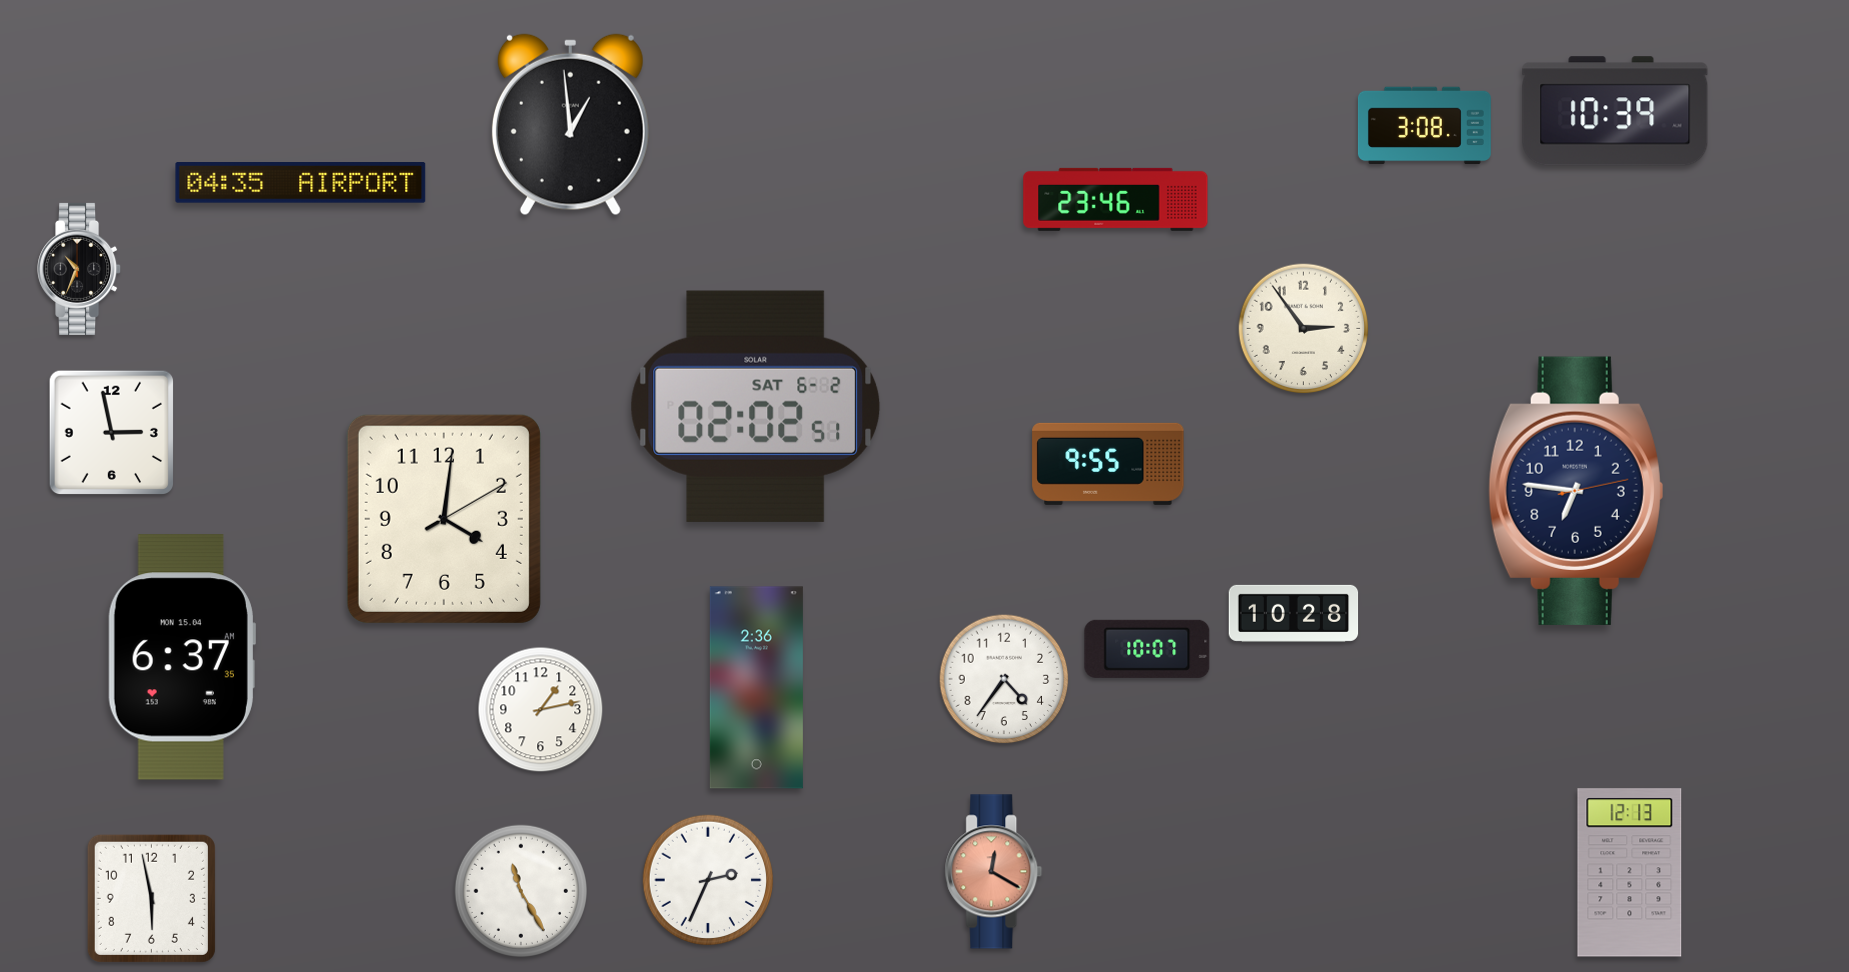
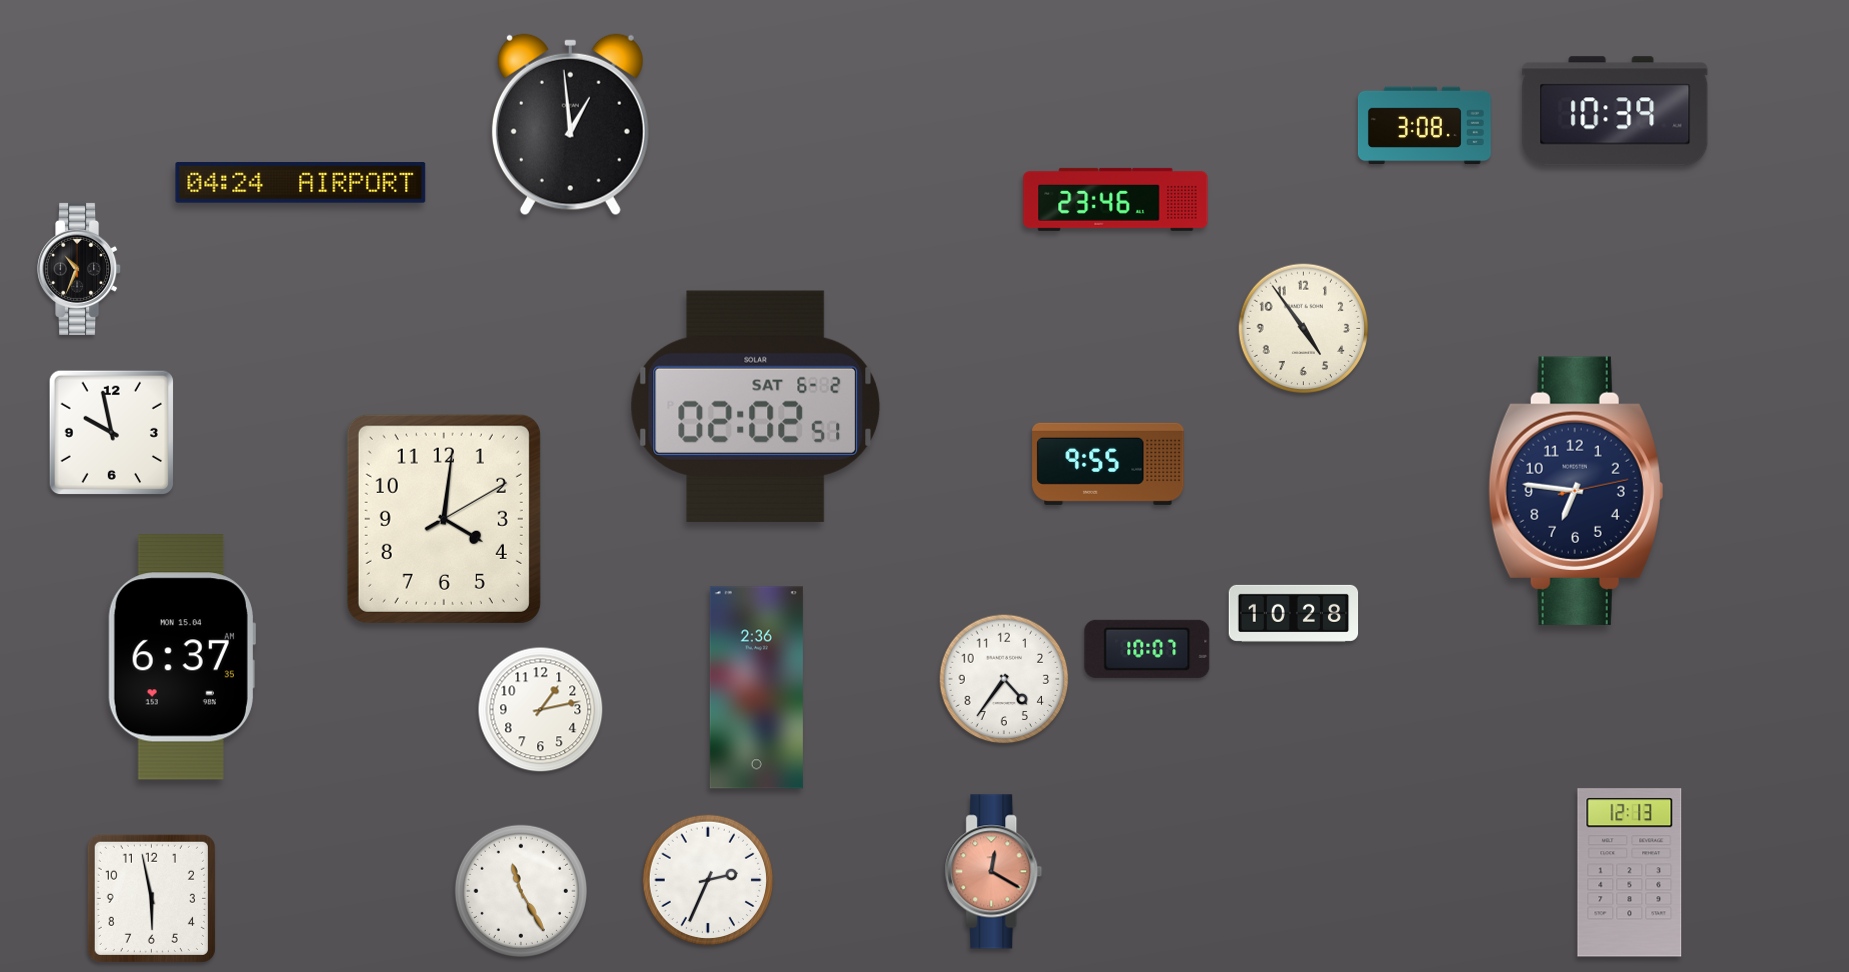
clock at (301, 183): 04:35 -> 04:24
clock at (1304, 329): 2:54 -> 4:54
clock at (111, 432): 2:58 -> 9:58
